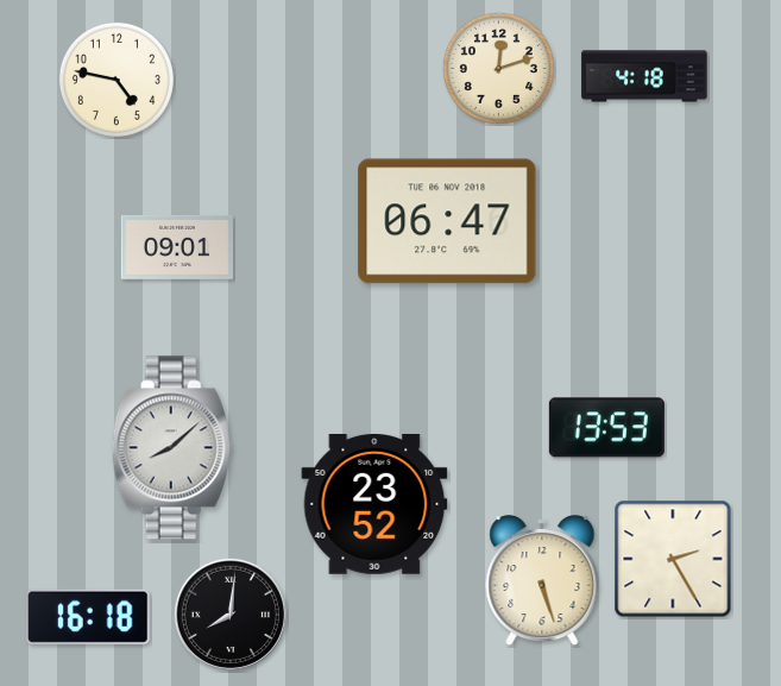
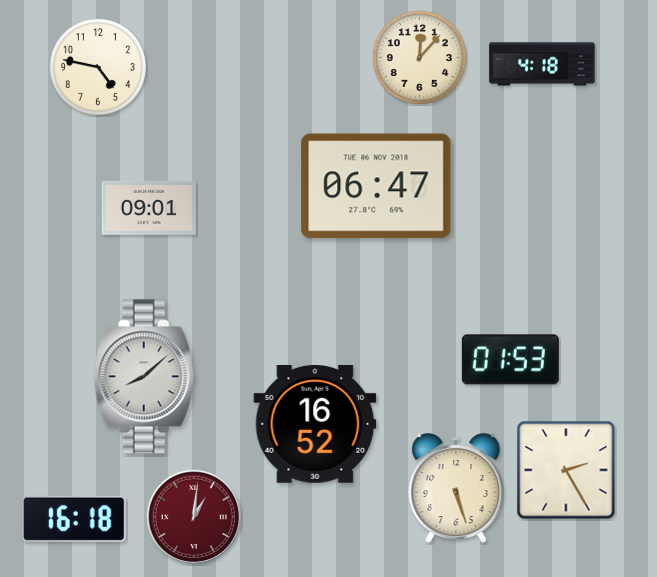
clock at (498, 68): 12:12 -> 12:07
clock at (606, 428): 13:53 -> 01:53
clock at (374, 504): 23:52 -> 16:52
clock at (231, 615): 8:01 -> 1:01
clock at (231, 615) dial: black -> burgundy
